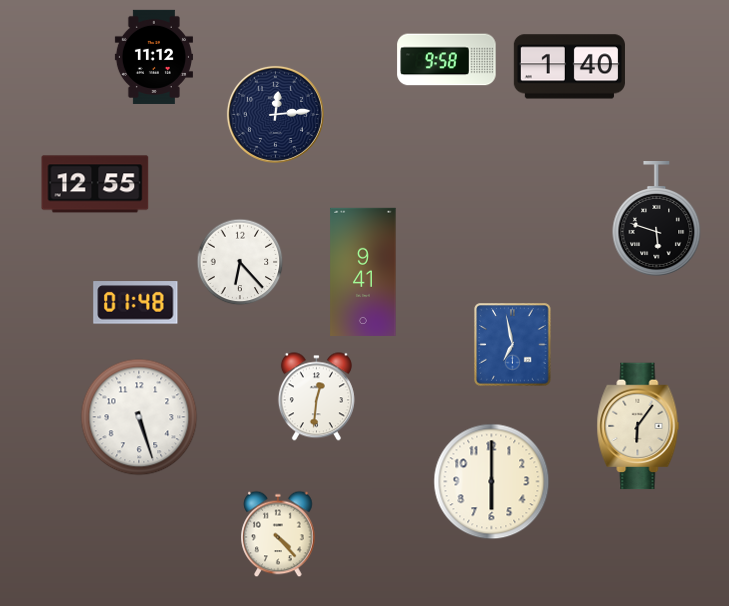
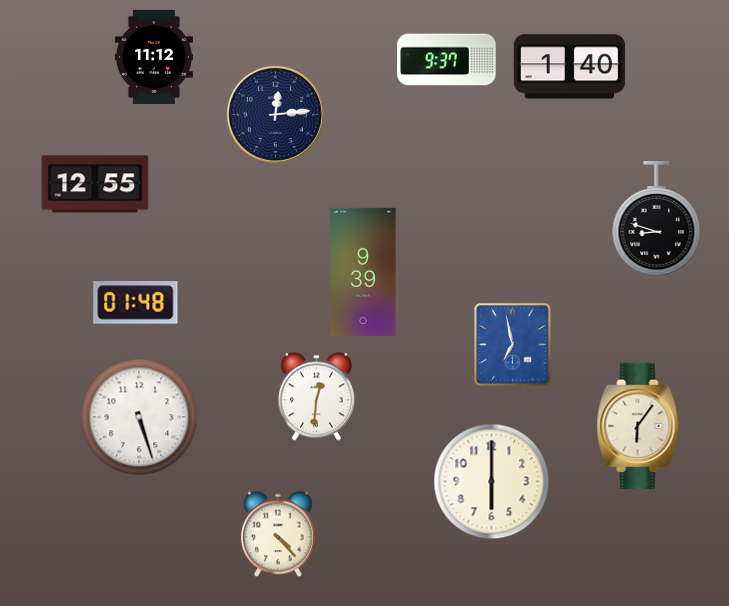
clock at (447, 60): 9:58 -> 9:37
clock at (657, 219): 5:48 -> 8:48
clock at (240, 262): 6:23 -> none
clock at (363, 272): 9:41 -> 9:39
